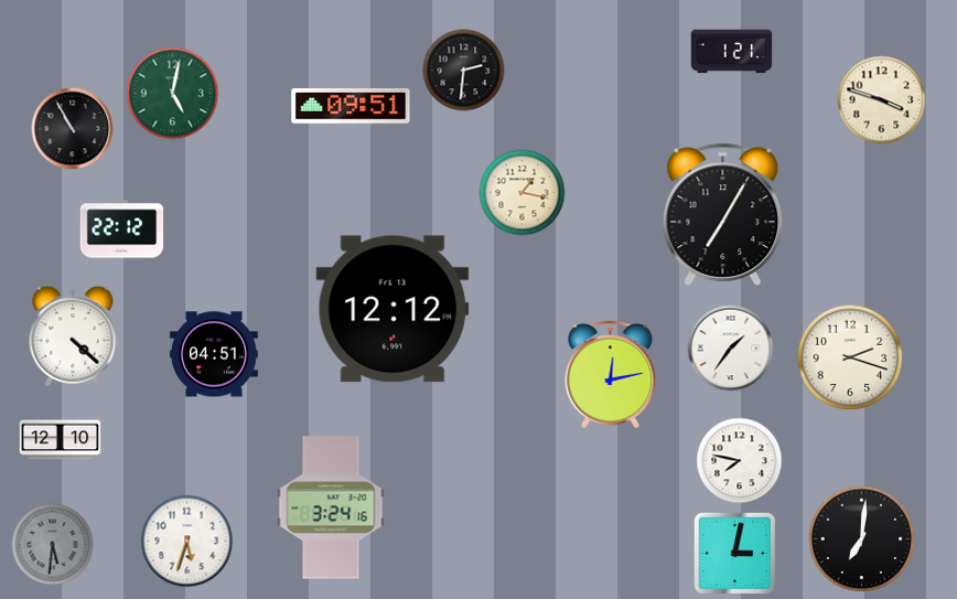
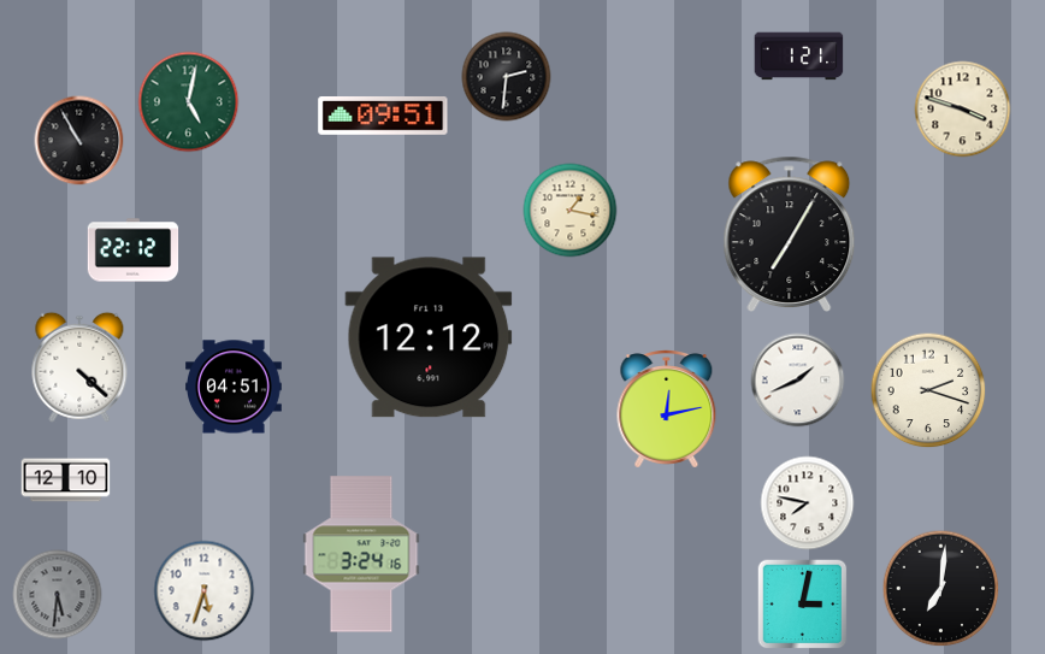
clock at (731, 349): 1:36 -> 1:41
